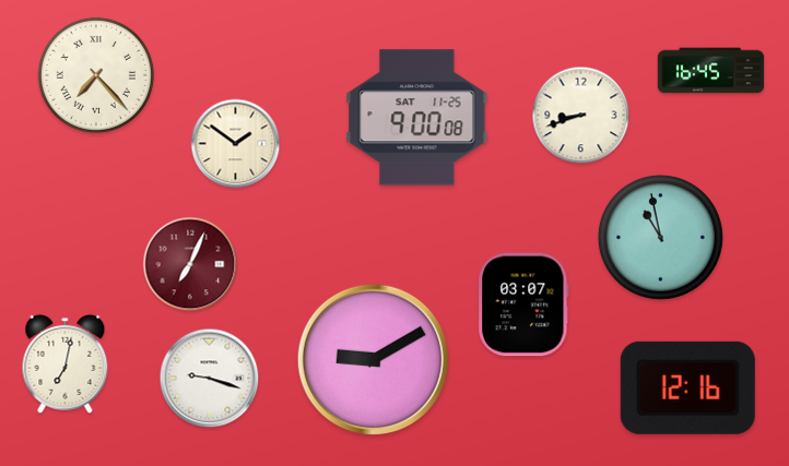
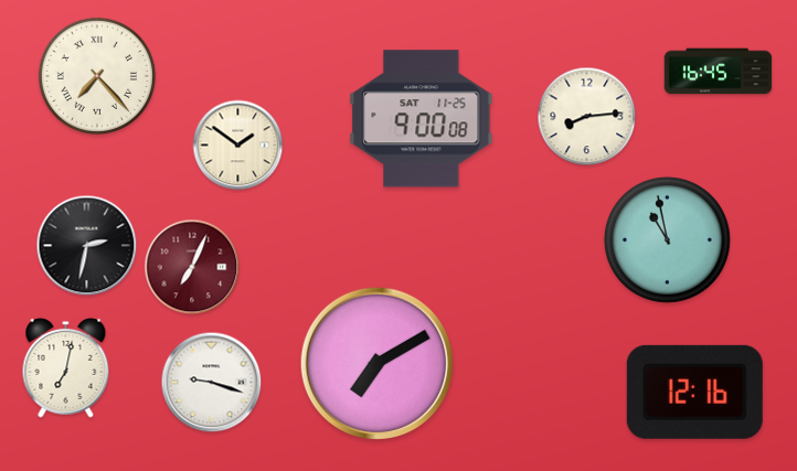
clock at (581, 116): 8:42 -> 8:14
clock at (87, 246): none -> 2:32
clock at (523, 304): 03:07 -> none
clock at (373, 359): 9:10 -> 7:10
